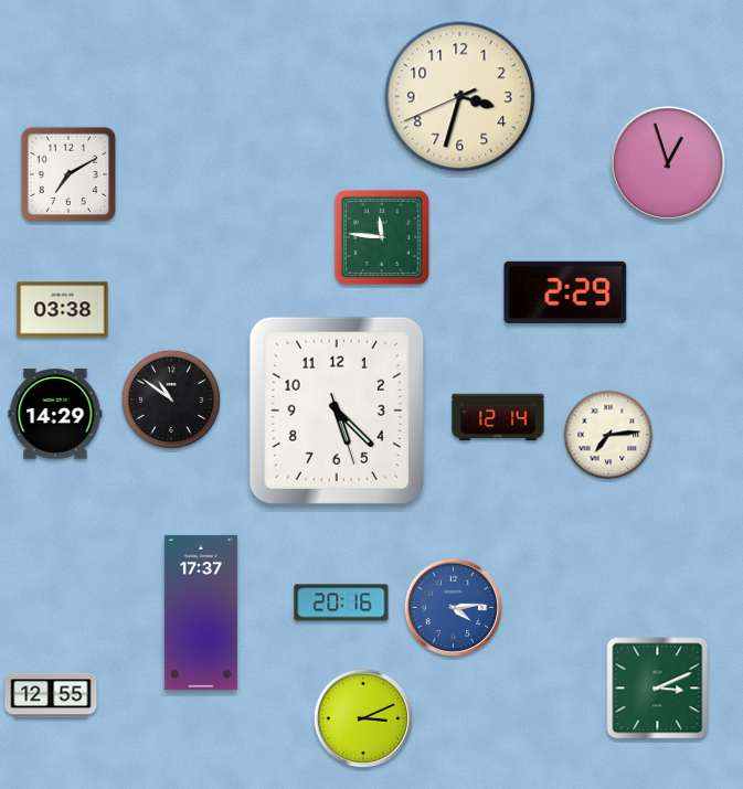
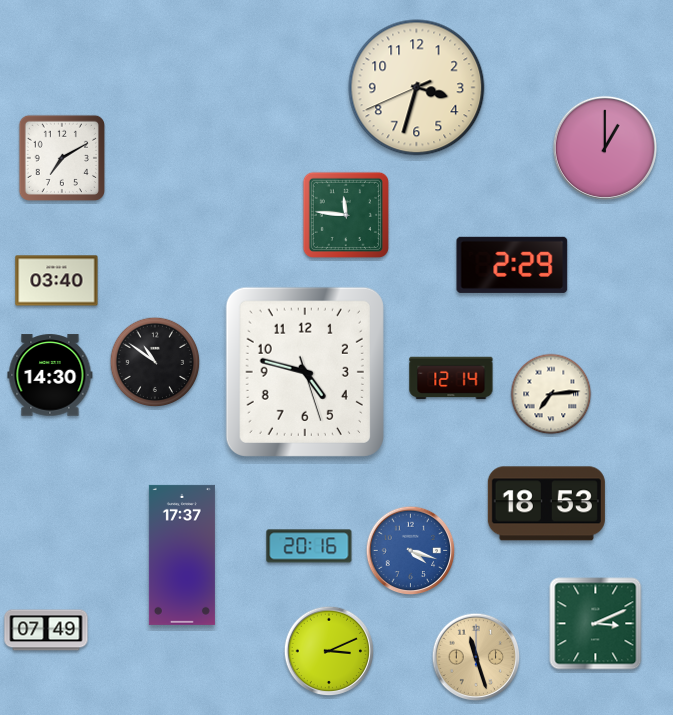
clock at (668, 163): 12:57 -> 1:00
clock at (63, 310): 03:38 -> 03:40
clock at (337, 411): 5:22 -> 4:47
clock at (55, 414): 14:29 -> 14:30
clock at (546, 504): none -> 18:53
clock at (454, 608): 4:14 -> 4:18
clock at (51, 695): 12:55 -> 07:49
clock at (476, 657): none -> 11:27
